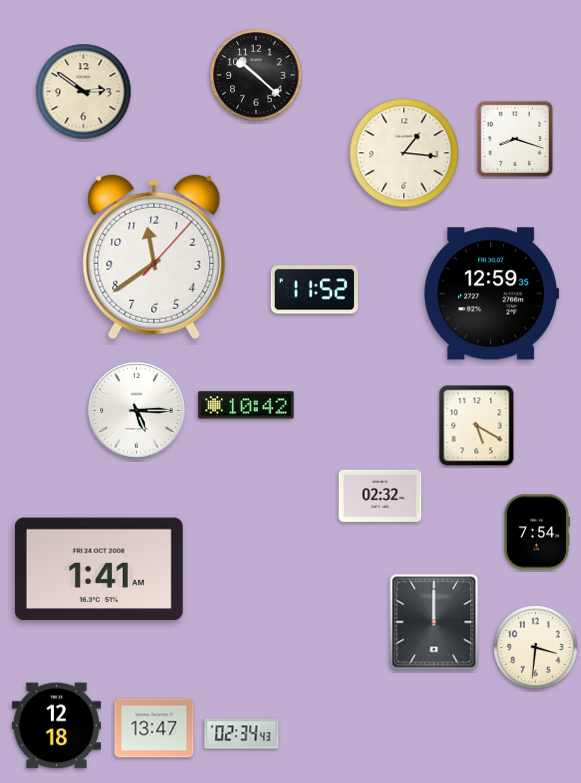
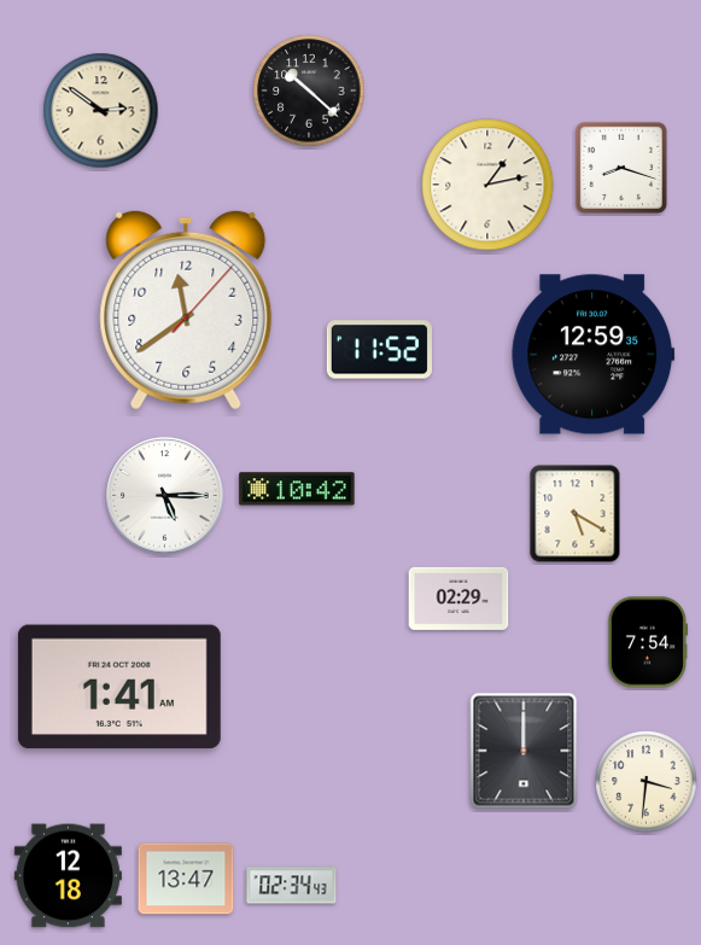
clock at (404, 153): 1:16 -> 1:13
clock at (380, 496): 02:32 -> 02:29
